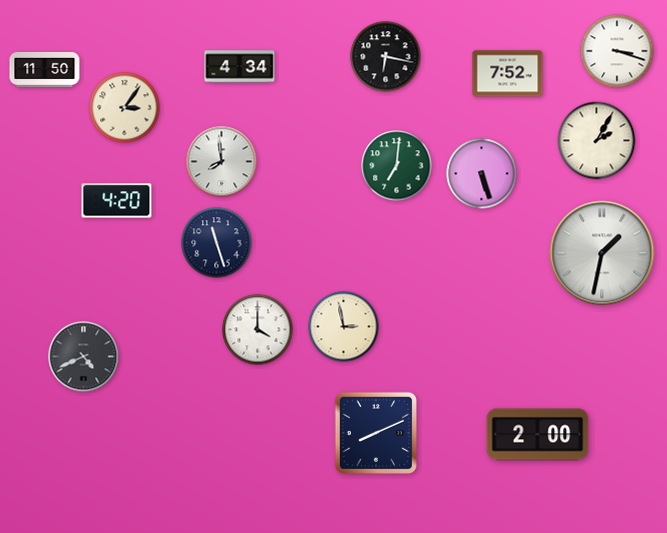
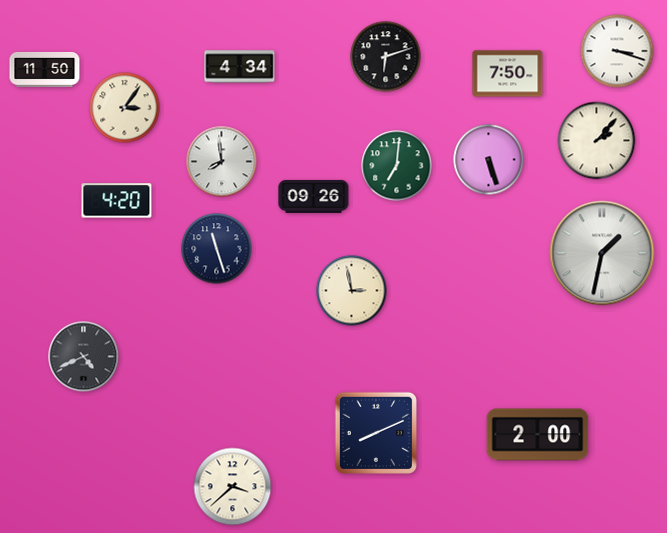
clock at (386, 57): 6:17 -> 6:12
clock at (508, 74): 7:52 -> 7:50
clock at (597, 141): 2:05 -> 2:07
clock at (482, 174) position: (482, 174) -> (489, 160)
clock at (314, 196): none -> 09:26
clock at (217, 243) position: (217, 243) -> (217, 249)
clock at (344, 327) position: (344, 327) -> (352, 291)
clock at (258, 330): 4:00 -> none
clock at (233, 487): none -> 3:38
